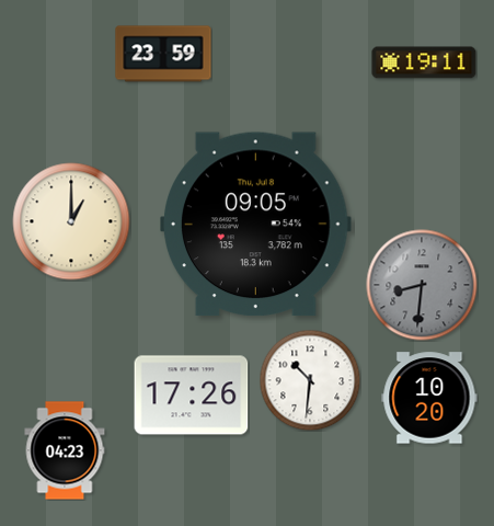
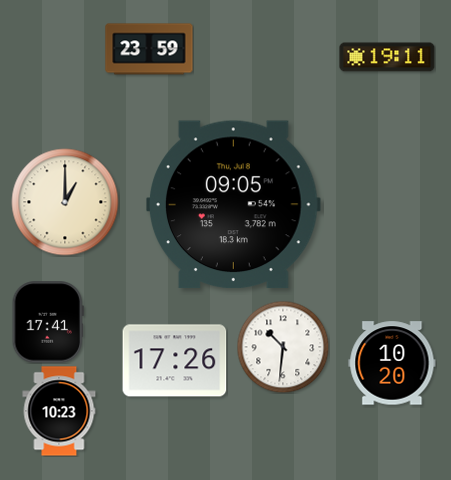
clock at (422, 285): 8:31 -> none
clock at (48, 322): none -> 17:41
clock at (65, 450): 04:23 -> 10:23
